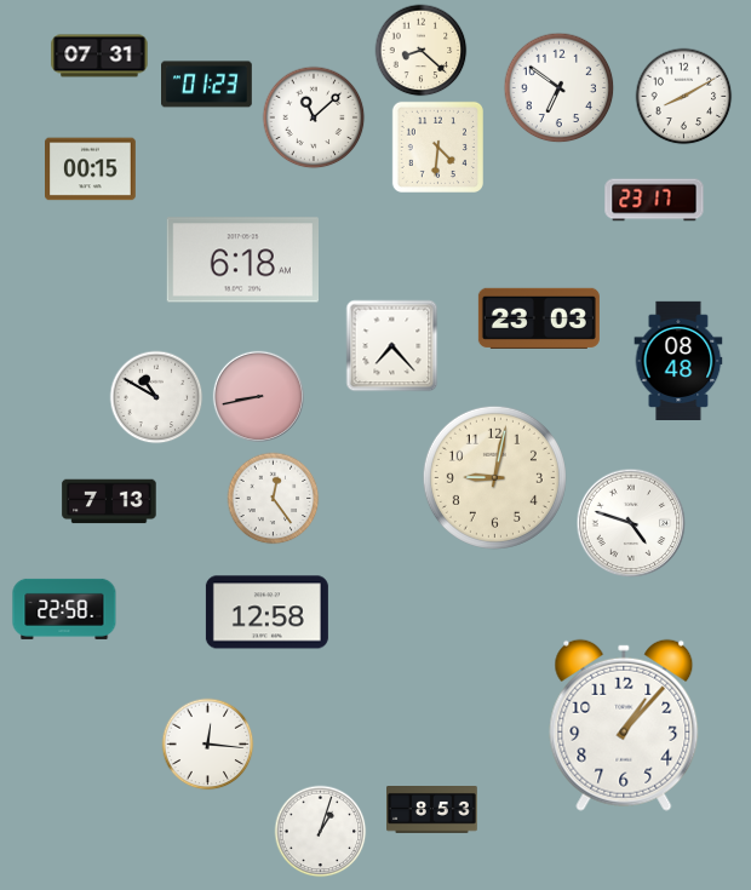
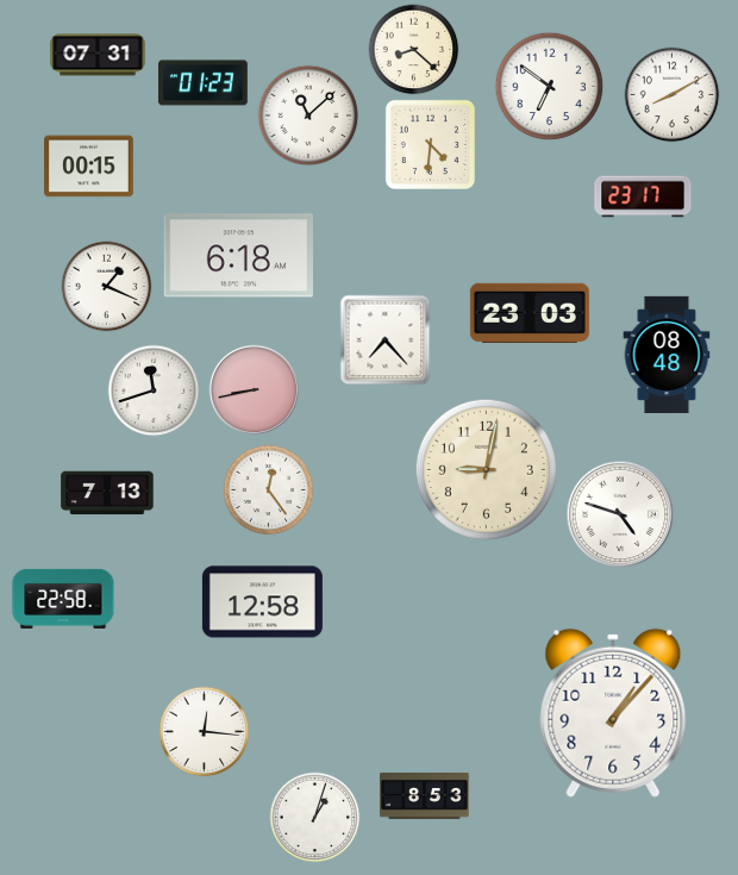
clock at (107, 287): none -> 1:19
clock at (156, 397): 10:50 -> 11:42
